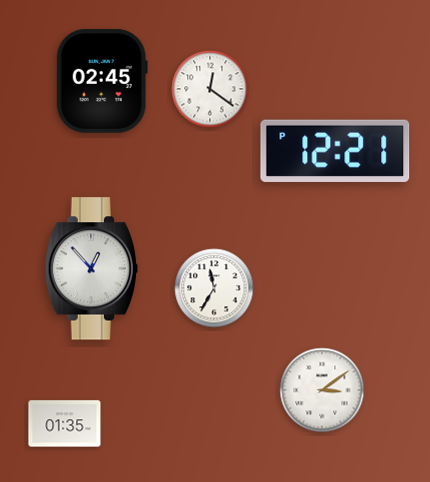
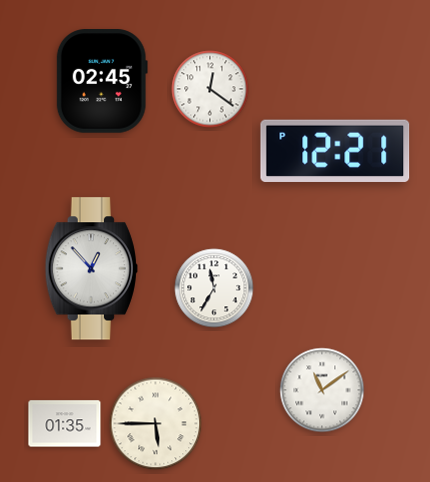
clock at (322, 390): 3:09 -> 11:09
clock at (156, 424): none -> 5:45
